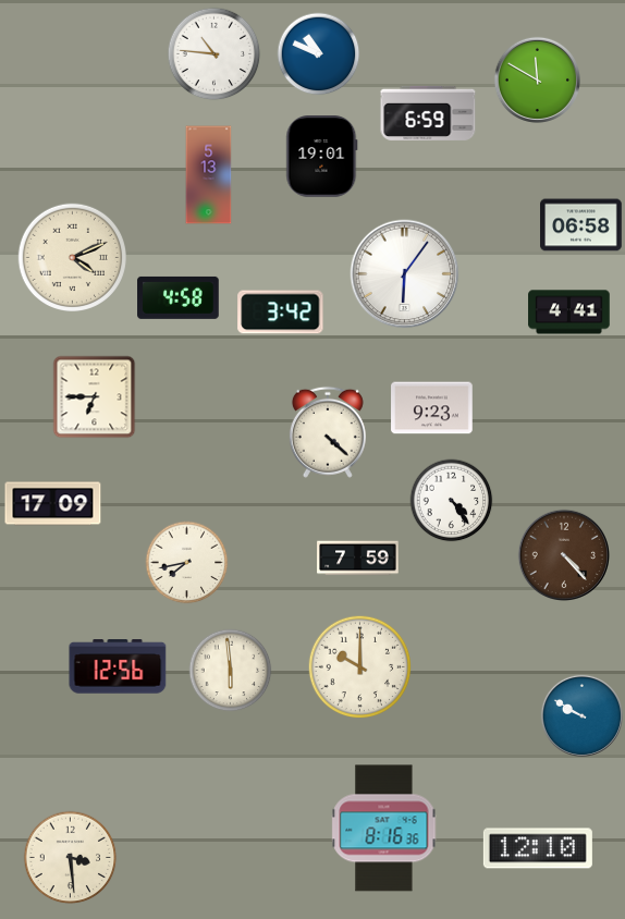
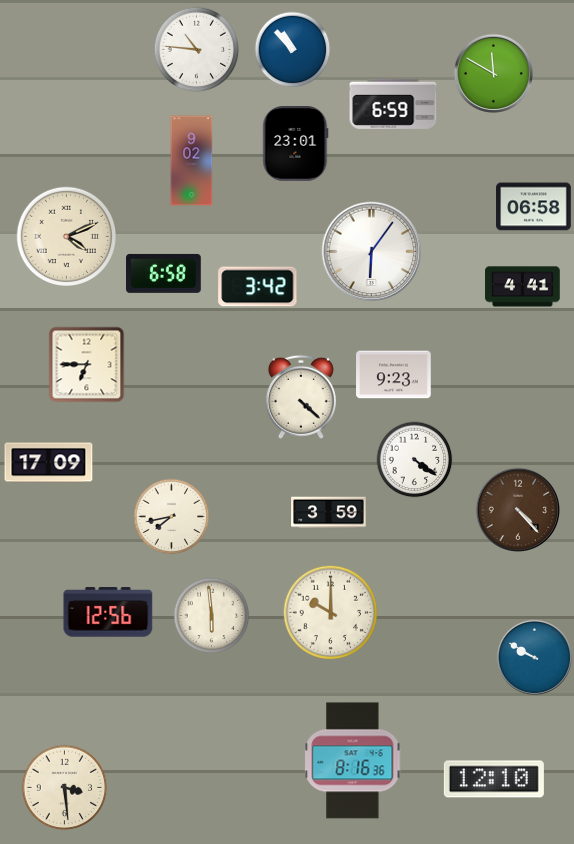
clock at (319, 54): 10:49 -> 10:53
clock at (322, 157): 19:01 -> 23:01
clock at (209, 175): 5:13 -> 9:02
clock at (179, 297): 4:58 -> 6:58
clock at (432, 408) position: (432, 408) -> (394, 375)
clock at (452, 501): 4:24 -> 4:21
clock at (358, 559): 7:59 -> 3:59
